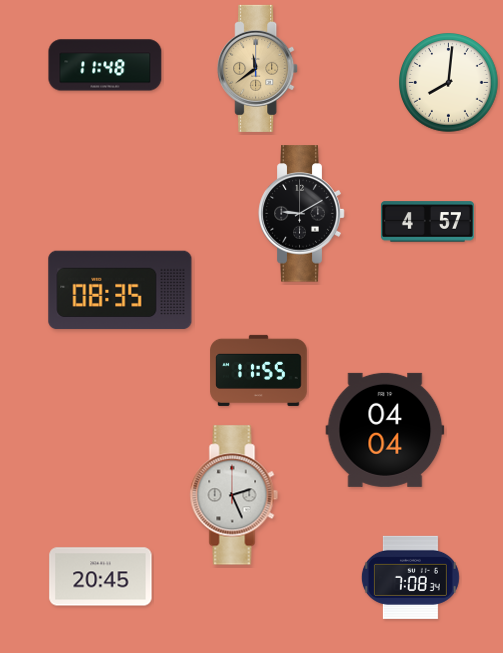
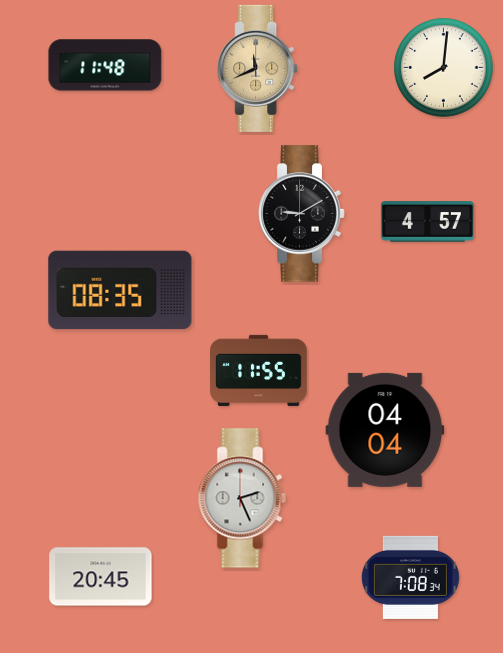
clock at (258, 68): 11:39 -> 11:41
clock at (449, 83) position: (449, 83) -> (444, 68)
clock at (234, 495) position: (234, 495) -> (242, 498)
